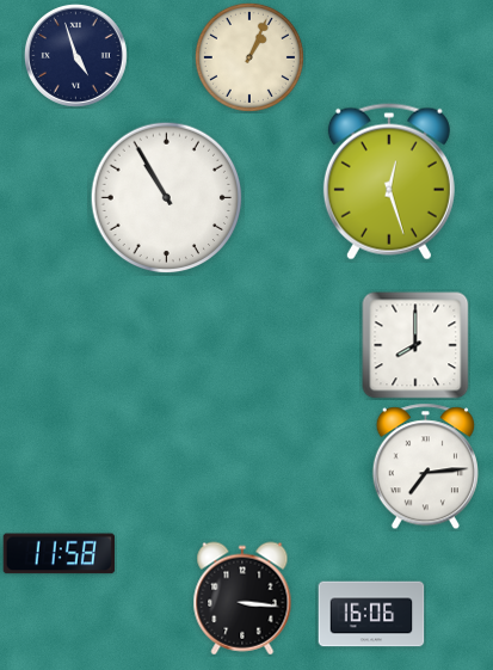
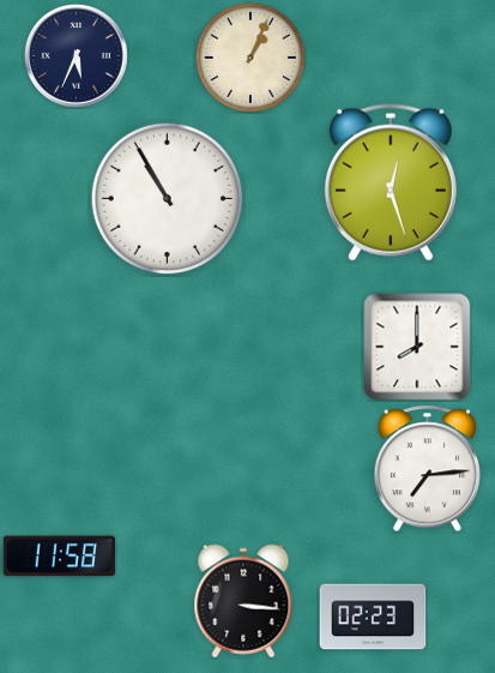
clock at (75, 55): 4:57 -> 5:34
clock at (371, 614): 16:06 -> 02:23
